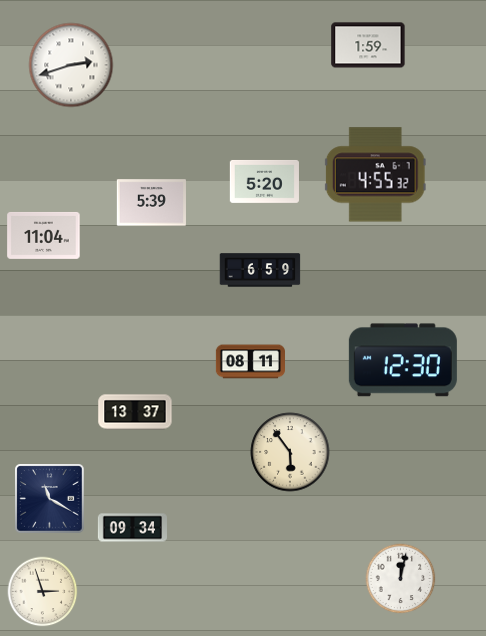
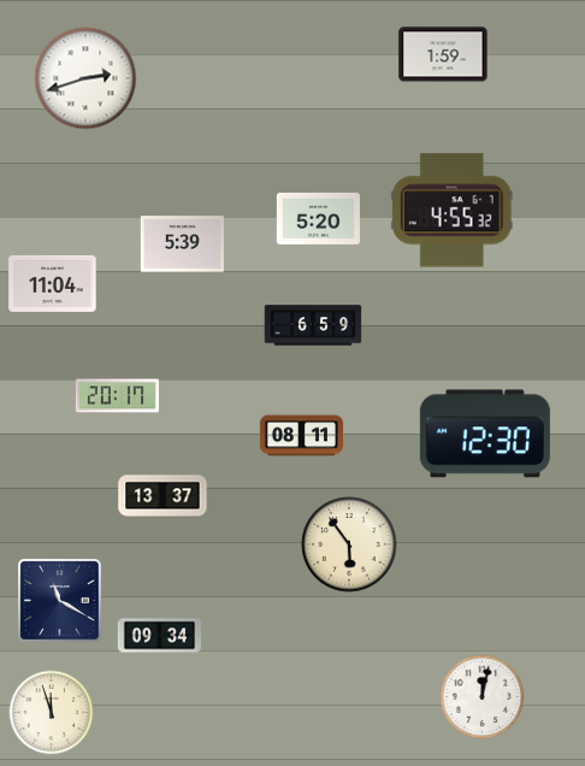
clock at (117, 396): none -> 20:17
clock at (43, 592): 2:57 -> 11:57
